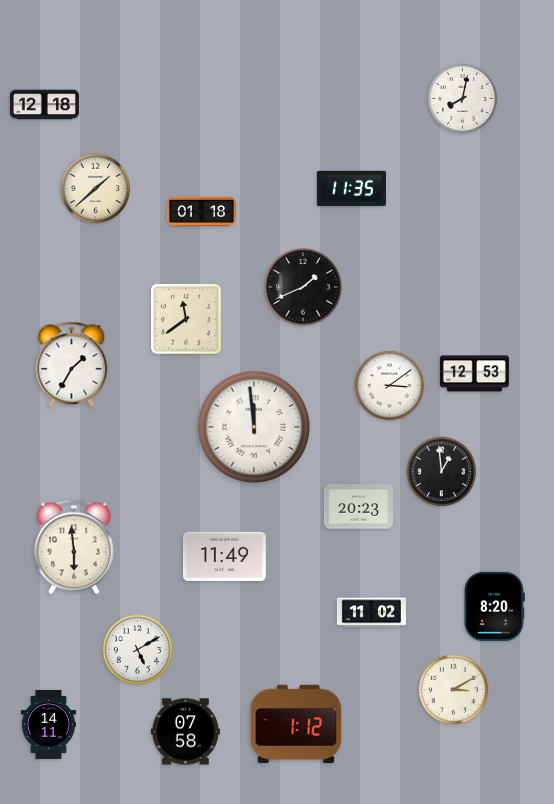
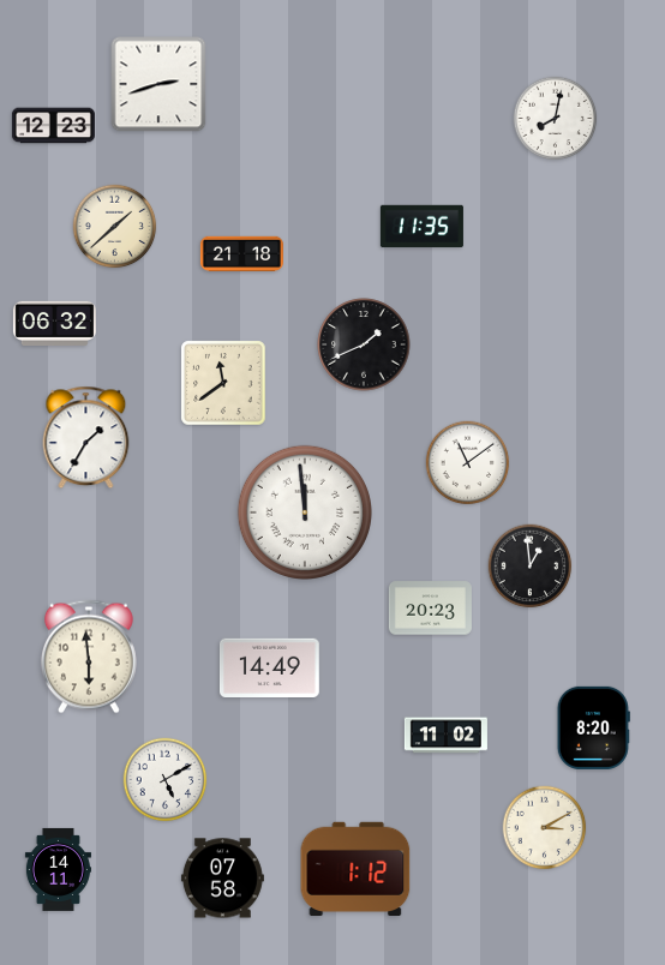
clock at (158, 84): none -> 2:42
clock at (44, 105): 12:18 -> 12:23
clock at (201, 212): 01:18 -> 21:18
clock at (54, 323): none -> 06:32
clock at (474, 374): 12:53 -> none
clock at (390, 386): 3:09 -> 11:09
clock at (225, 556): 11:49 -> 14:49
